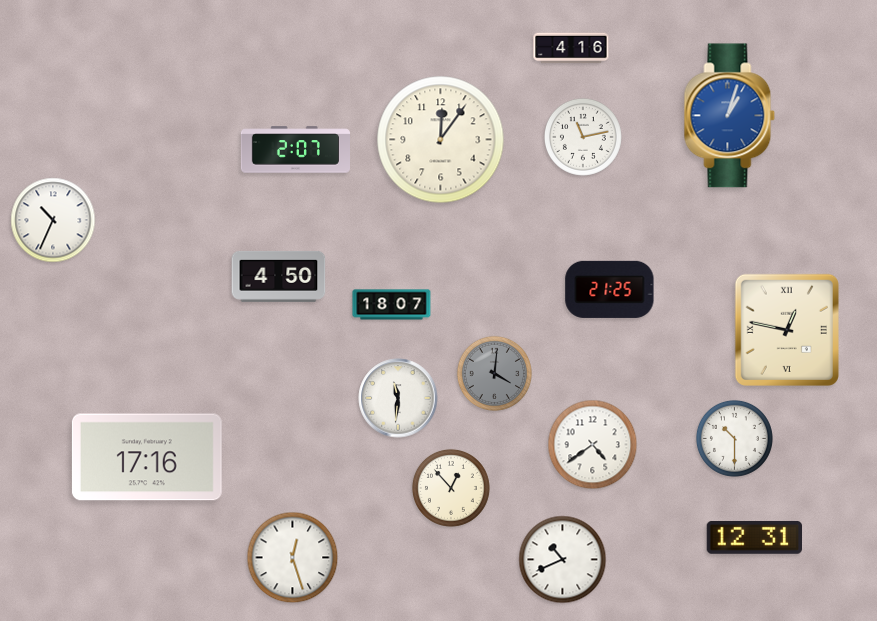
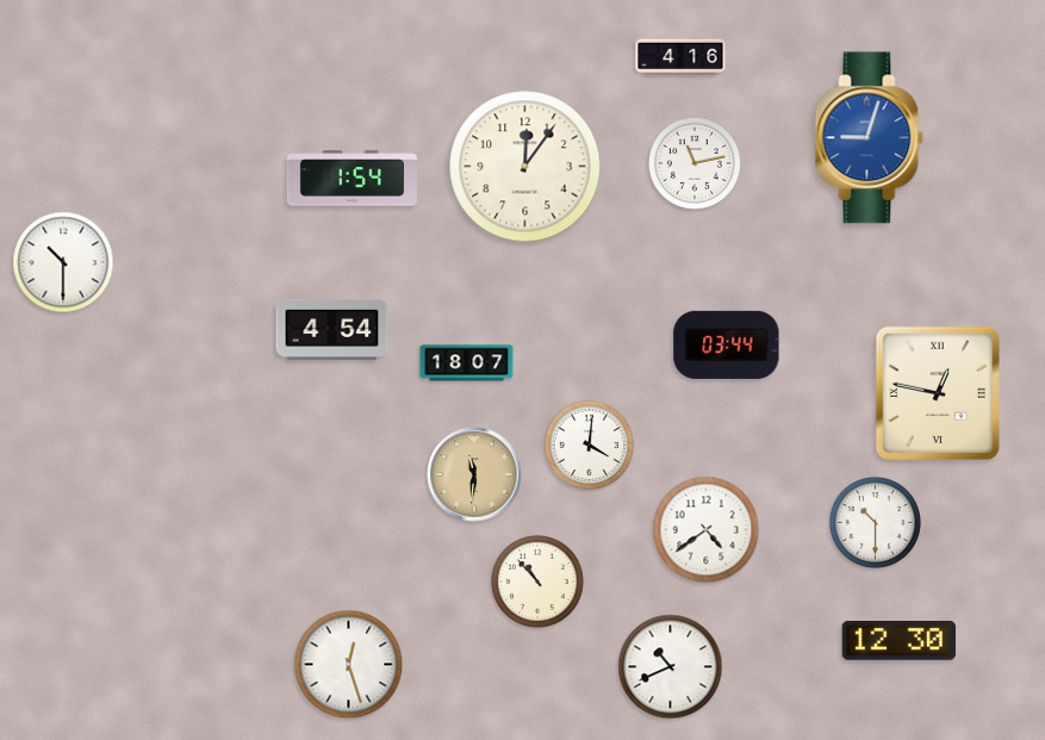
clock at (730, 116): 1:03 -> 9:03
clock at (295, 150): 2:07 -> 1:54
clock at (53, 220): 10:34 -> 10:30
clock at (279, 276): 4:50 -> 4:54
clock at (610, 289): 21:25 -> 03:44
clock at (494, 373) dial: grey -> white
clock at (398, 398) dial: white -> champagne
clock at (147, 457): 17:16 -> none
clock at (451, 488): 12:53 -> 10:53
clock at (754, 537): 12:31 -> 12:30
